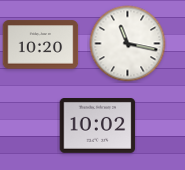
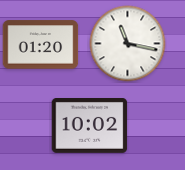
clock at (41, 45): 10:20 -> 01:20
clock at (98, 126) position: (98, 126) -> (90, 126)
